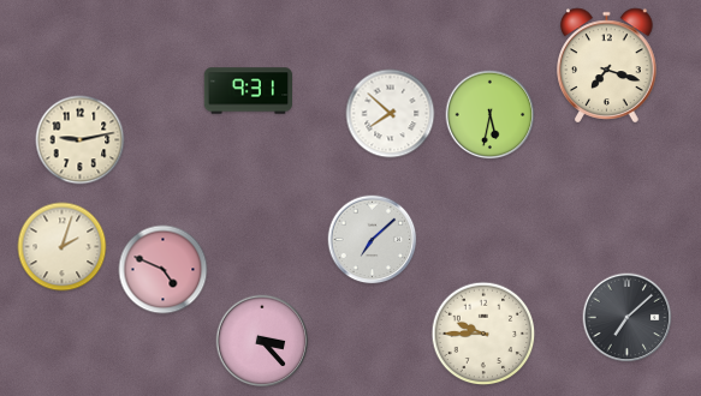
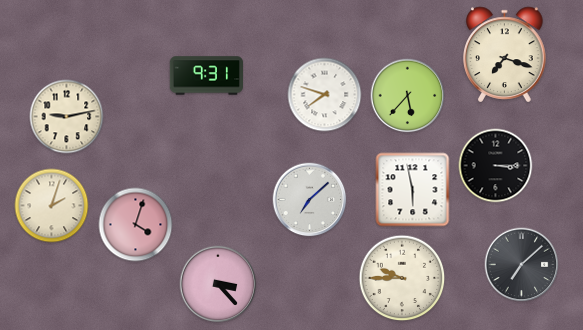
clock at (391, 114): 7:52 -> 7:48
clock at (491, 115): 5:32 -> 5:37
clock at (496, 166): none -> 3:15
clock at (413, 190): none -> 5:58
clock at (164, 270): 4:49 -> 4:03
